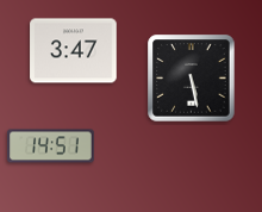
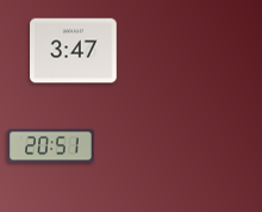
clock at (192, 79): 5:28 -> none
clock at (51, 146): 14:51 -> 20:51
